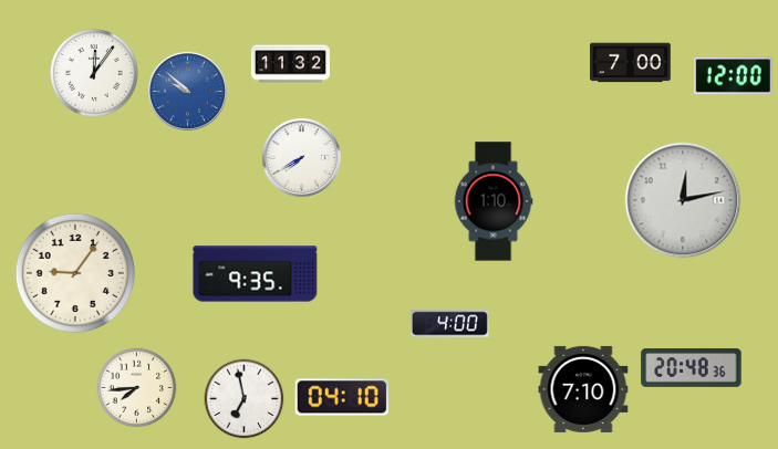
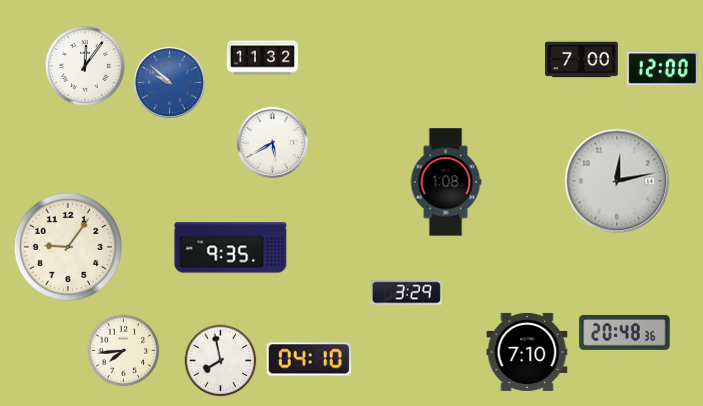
clock at (631, 63) position: (631, 63) -> (582, 60)
clock at (301, 157): 7:40 -> 5:40
clock at (494, 201): 1:10 -> 1:08
clock at (449, 324): 4:00 -> 3:29
clock at (245, 399): 6:58 -> 7:58
